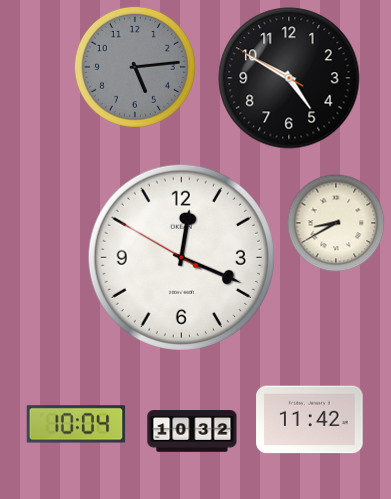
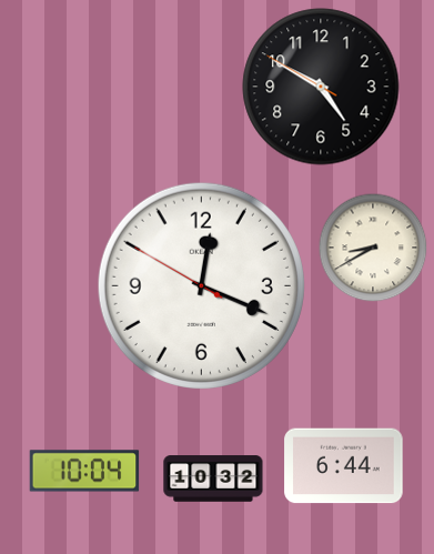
clock at (135, 67): 5:14 -> none
clock at (310, 420): 11:42 -> 6:44
